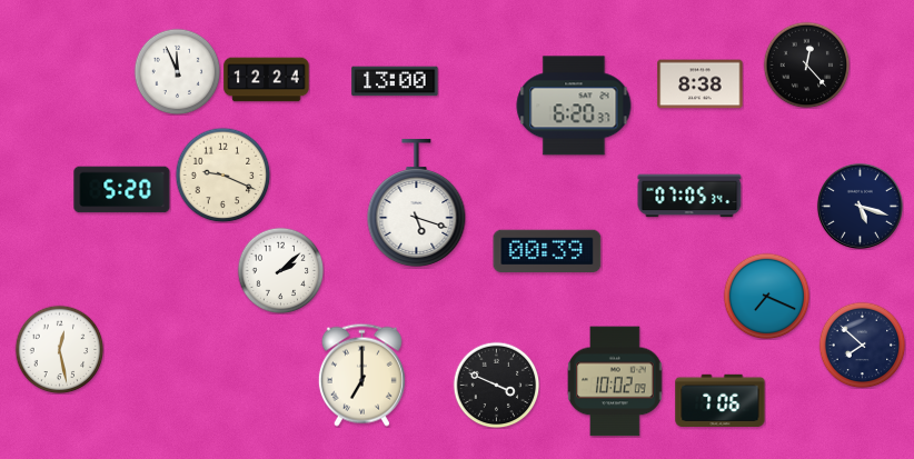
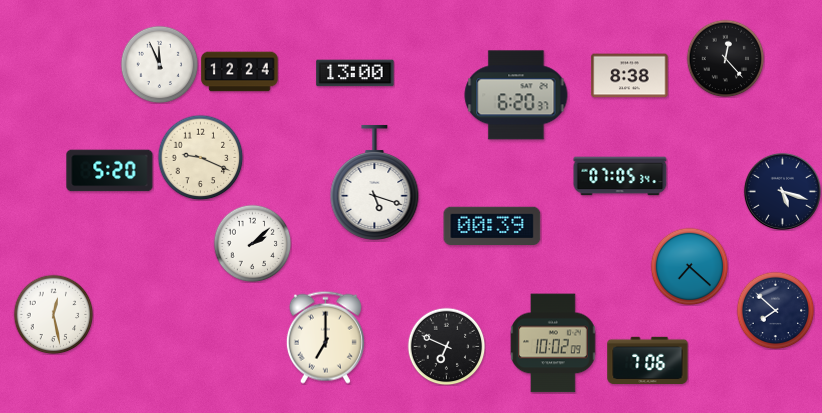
clock at (860, 206) position: (860, 206) -> (782, 191)
clock at (766, 296): 7:19 -> 7:22
clock at (496, 385): 3:49 -> 6:49
